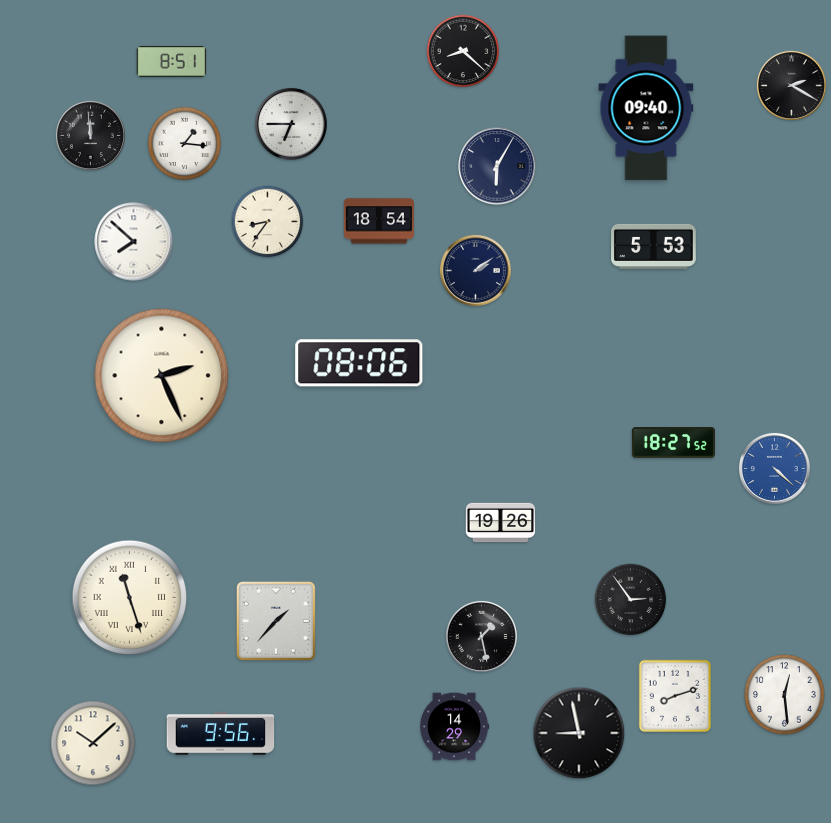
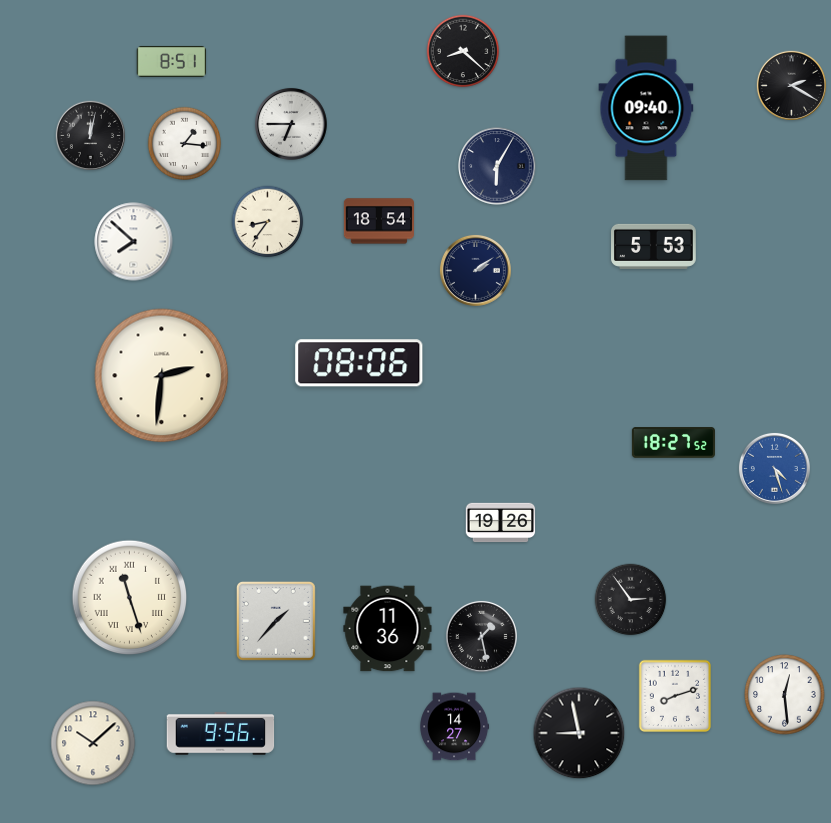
clock at (90, 135): 11:59 -> 12:02
clock at (162, 376): 2:26 -> 2:31
clock at (774, 468): 4:22 -> 4:27
clock at (388, 629): none -> 11:36
clock at (455, 727): 14:29 -> 14:27
